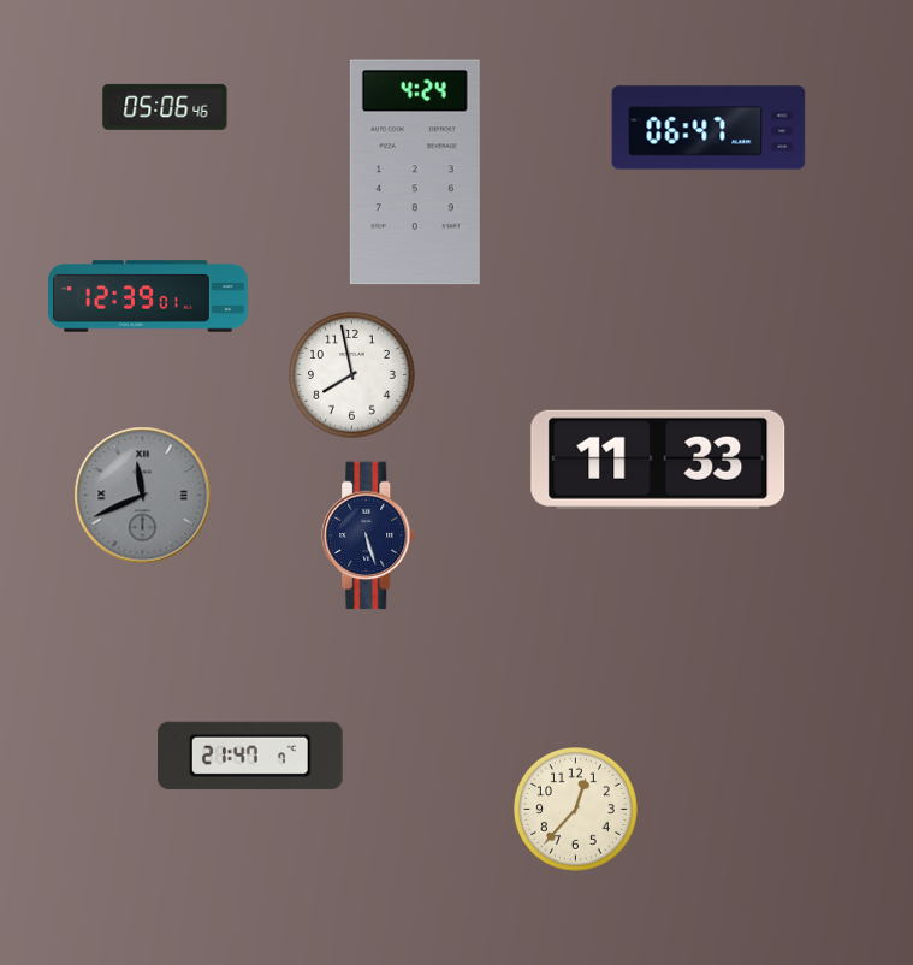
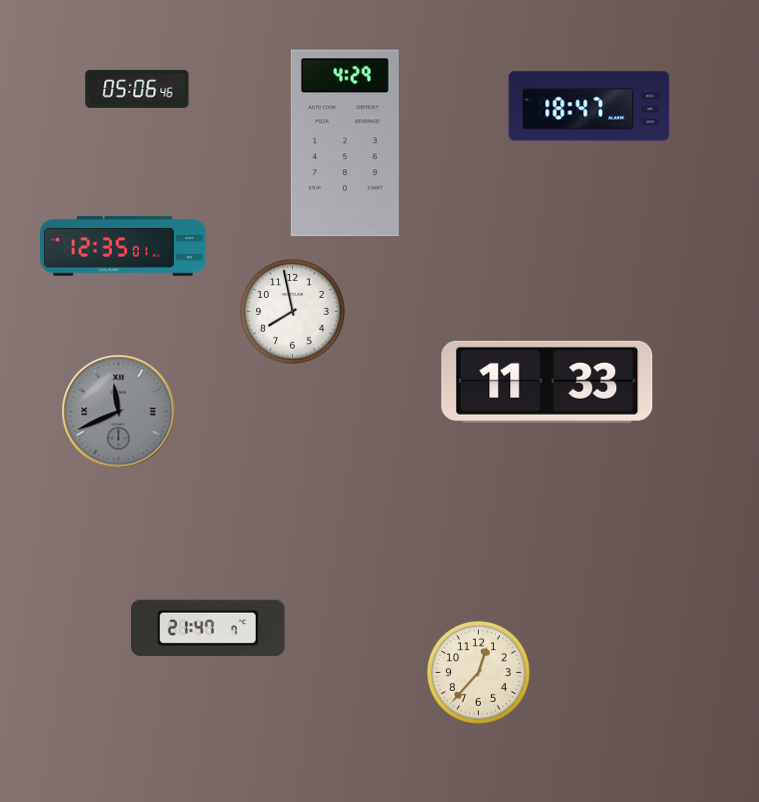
clock at (709, 128): 06:47 -> 18:47
clock at (415, 172): 4:24 -> 4:29
clock at (149, 296): 12:39 -> 12:35
clock at (369, 535): 5:27 -> none
